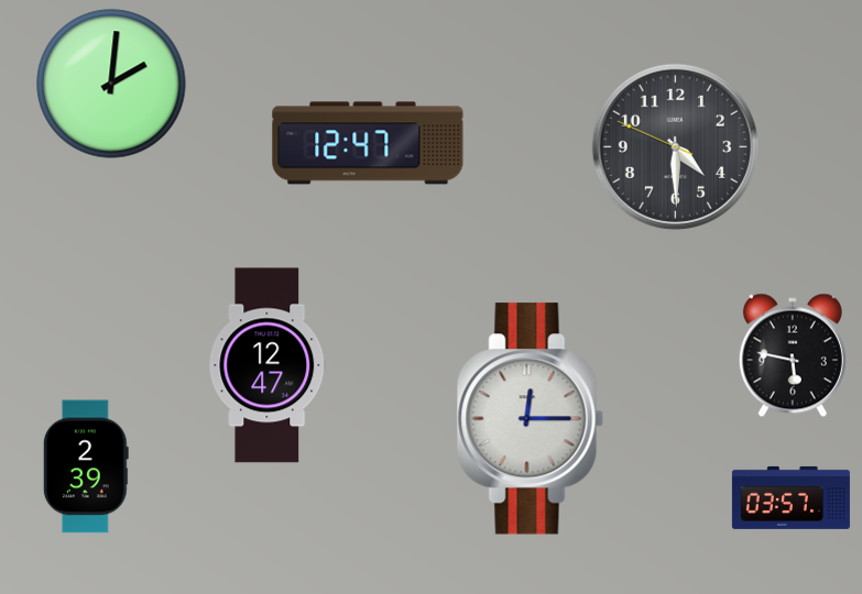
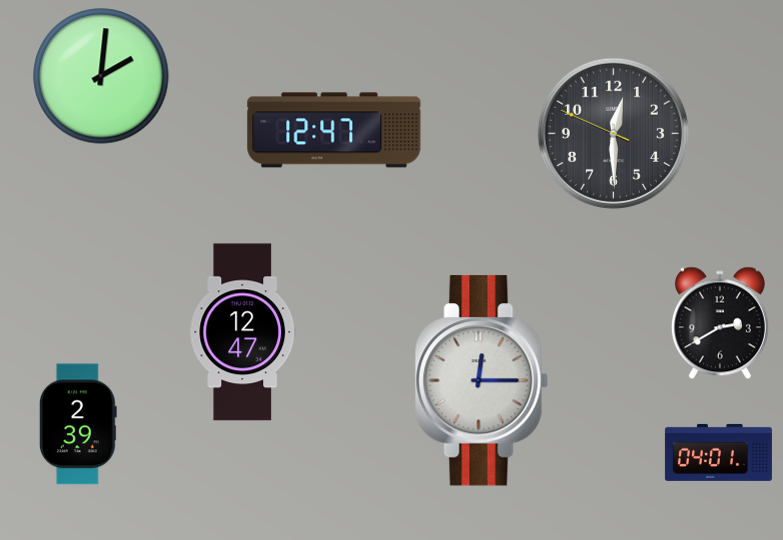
clock at (675, 146): 4:29 -> 12:29
clock at (793, 355): 5:47 -> 2:40
clock at (790, 497): 03:57 -> 04:01
